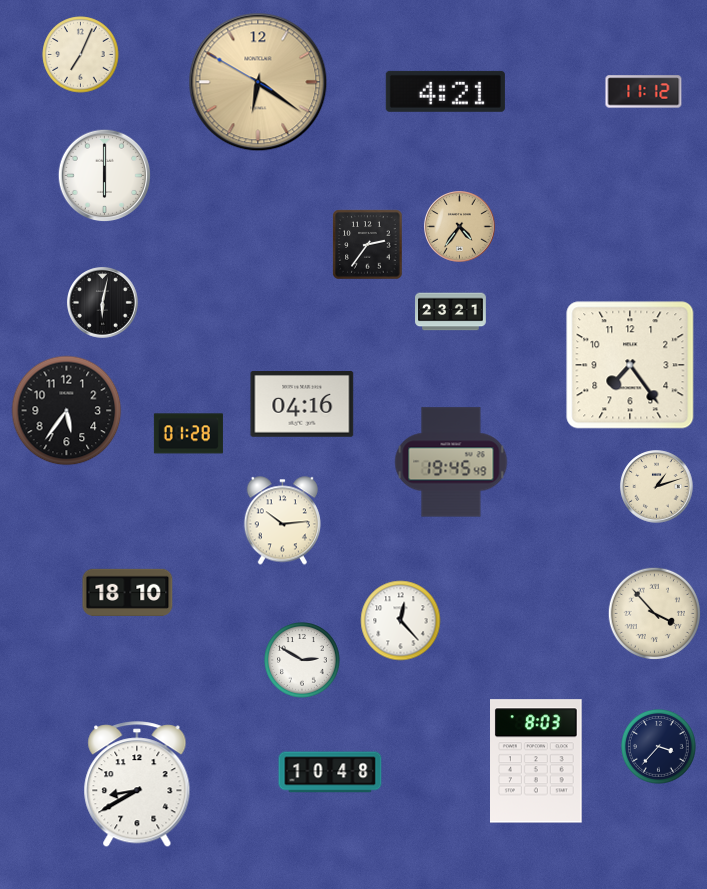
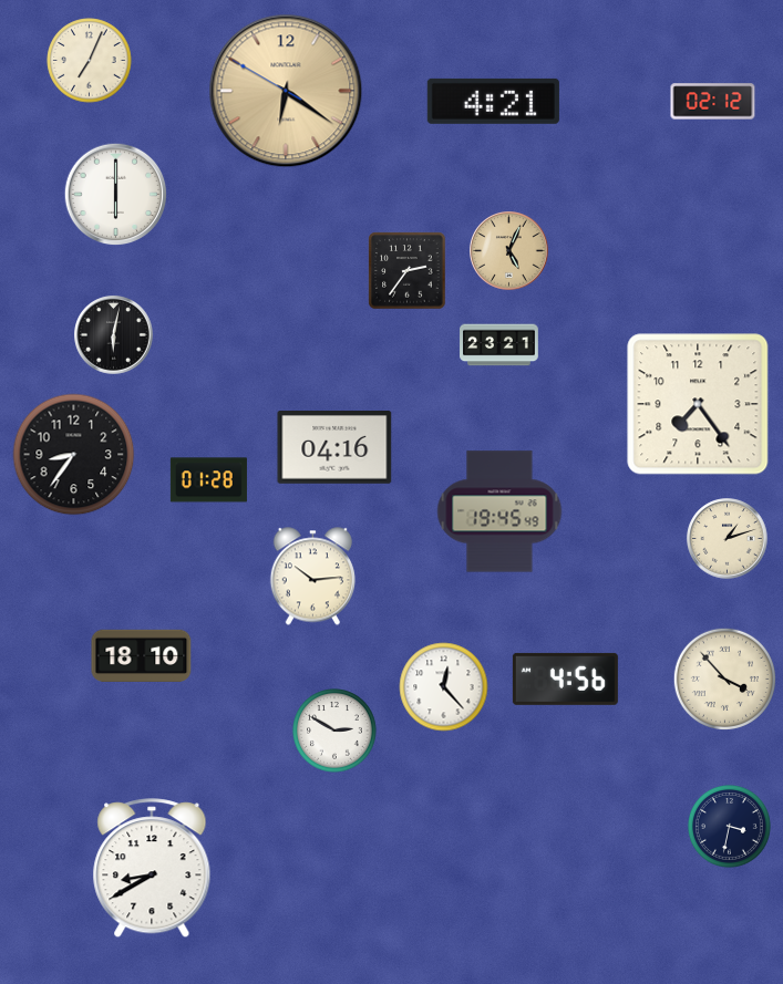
clock at (644, 92): 11:12 -> 02:12
clock at (460, 227): 4:36 -> 5:04
clock at (67, 411): 5:36 -> 8:36
clock at (565, 679): none -> 4:56
clock at (659, 747): 3:37 -> 3:32
clock at (537, 761): 8:03 -> none
clock at (330, 772): 10:48 -> none
